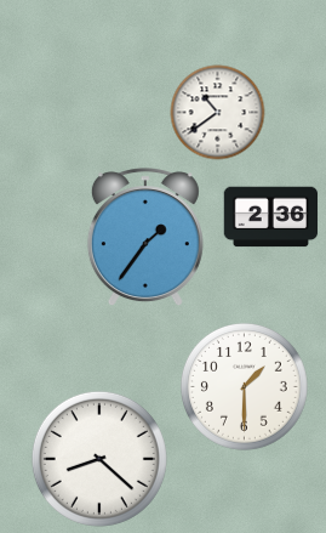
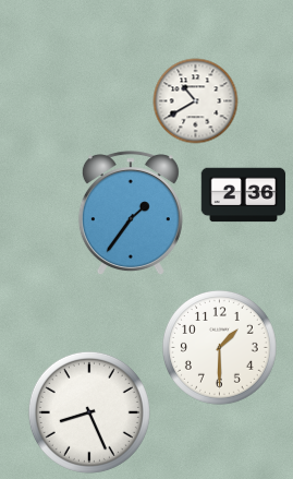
clock at (217, 112): 10:39 -> 10:40
clock at (99, 459): 8:22 -> 8:26
